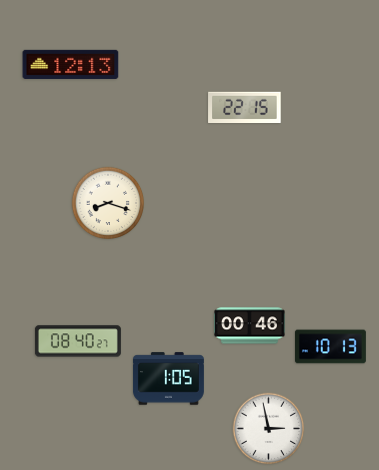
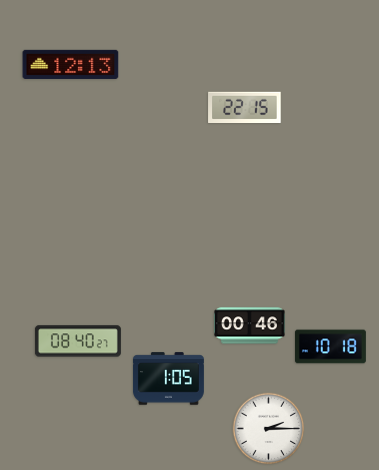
clock at (108, 203): 8:18 -> none
clock at (330, 347): 10:13 -> 10:18
clock at (269, 429): 2:58 -> 2:15
